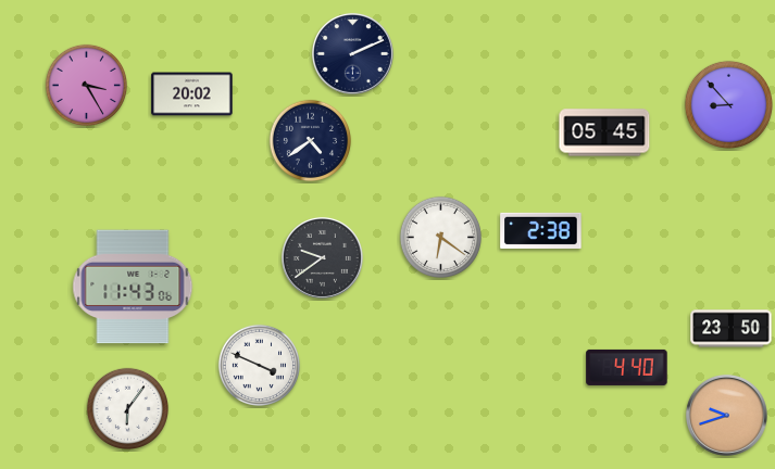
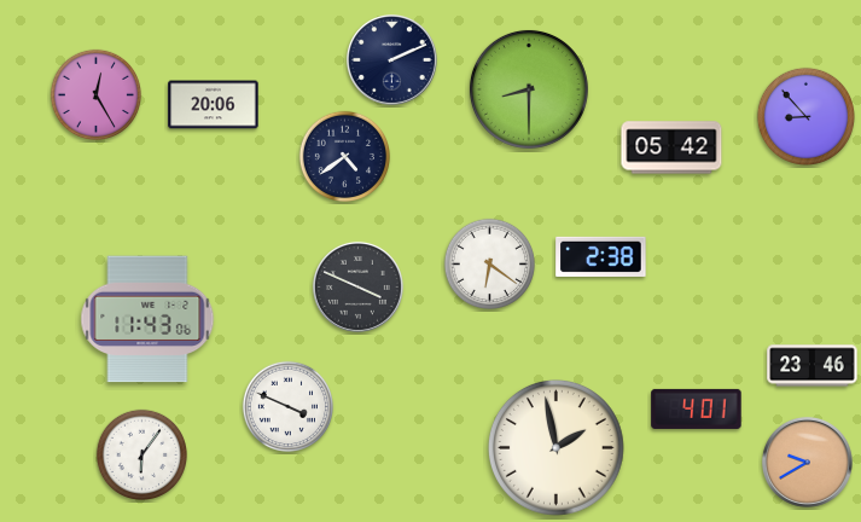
clock at (529, 89): none -> 8:30
clock at (87, 86): 3:25 -> 12:25
clock at (192, 94): 20:02 -> 20:06
clock at (728, 104) position: (728, 104) -> (805, 116)
clock at (604, 132): 05:45 -> 05:42
clock at (322, 257): 9:39 -> 3:49
clock at (732, 329): 23:50 -> 23:46
clock at (627, 367): 4:40 -> 4:01
clock at (555, 447): none -> 1:58
clock at (726, 415): 9:42 -> 9:40
